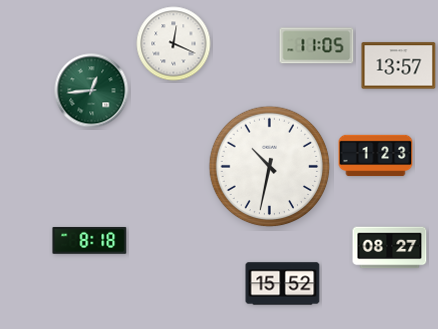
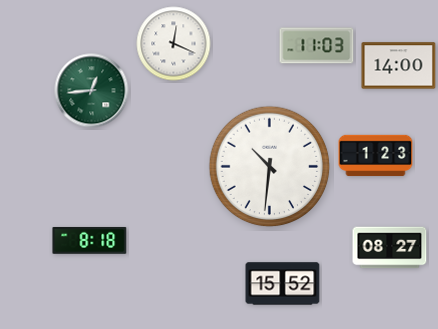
clock at (317, 46): 11:05 -> 11:03
clock at (399, 66): 13:57 -> 14:00
clock at (270, 167): 10:32 -> 10:31
